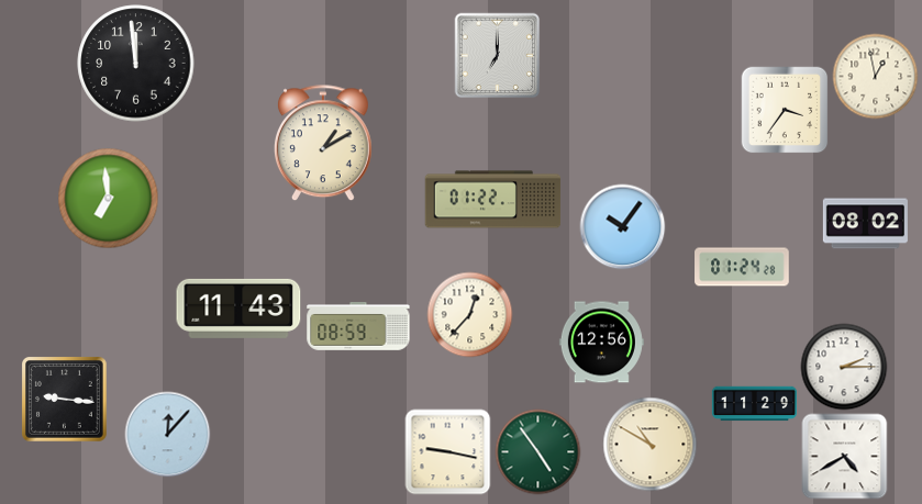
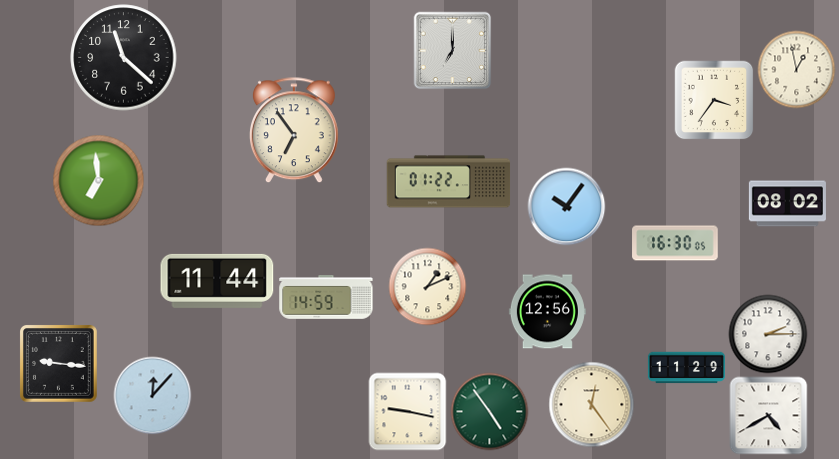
clock at (136, 64): 11:59 -> 11:22
clock at (323, 143): 1:10 -> 6:54
clock at (742, 267): 01:24 -> 16:30
clock at (238, 309): 11:43 -> 11:44
clock at (469, 314): 12:37 -> 1:11
clock at (358, 327): 08:59 -> 14:59
clock at (649, 444): 10:50 -> 12:24
